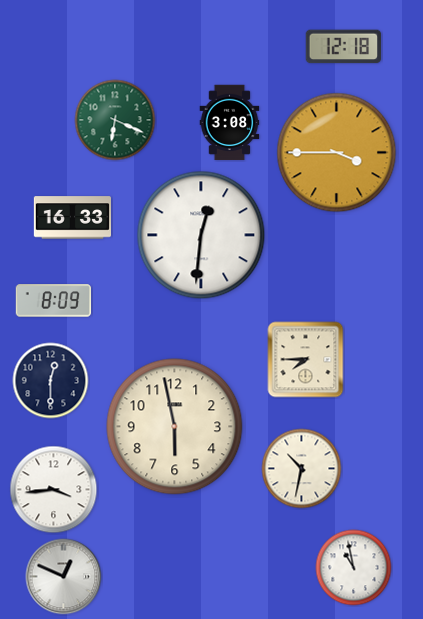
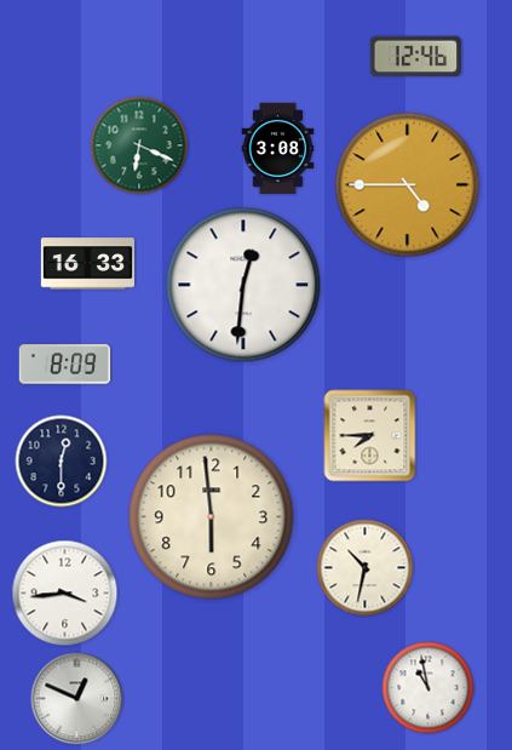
clock at (344, 47): 12:18 -> 12:46
clock at (337, 153): 3:45 -> 4:45
clock at (175, 427): 5:58 -> 5:59
